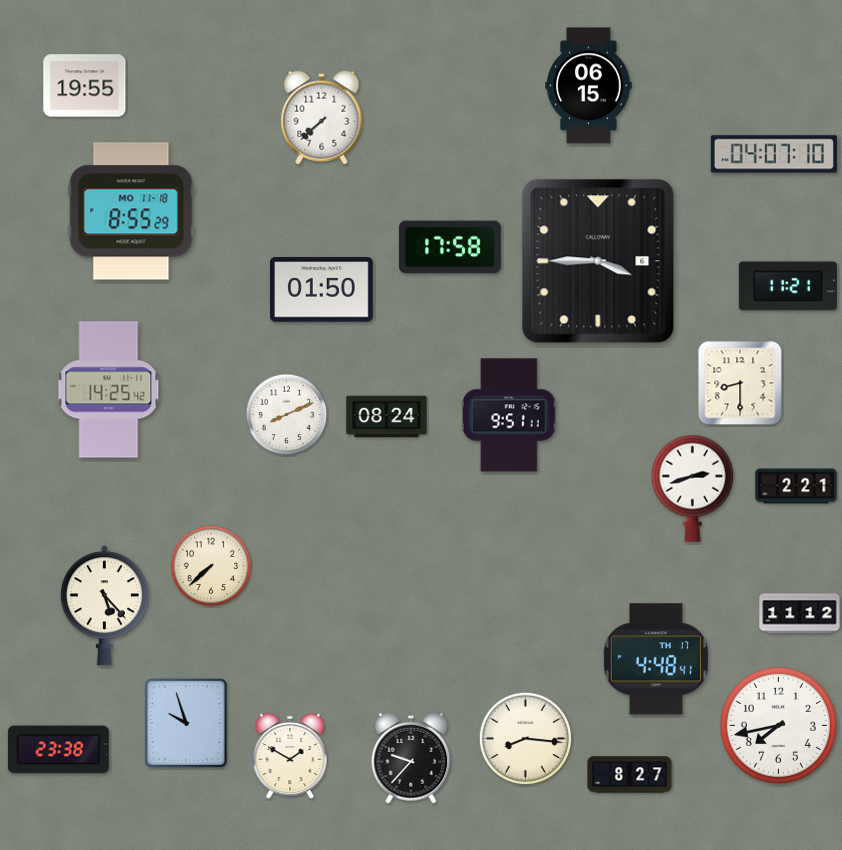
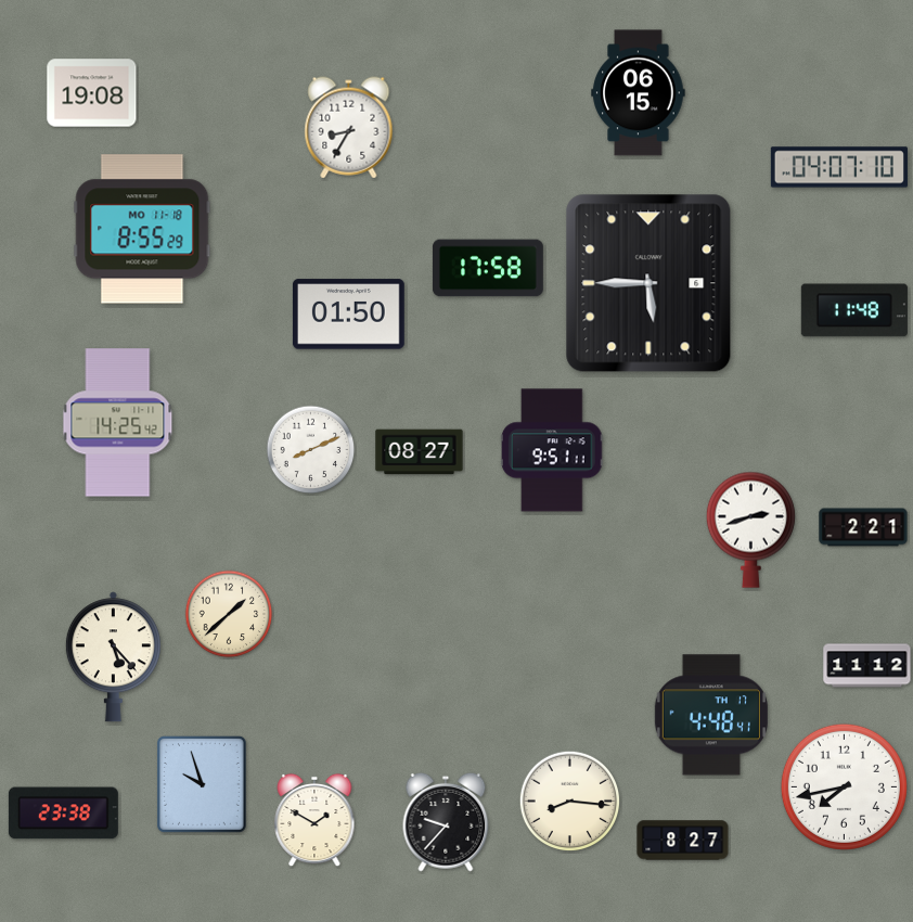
clock at (85, 86): 19:55 -> 19:08
clock at (322, 118): 7:38 -> 8:35
clock at (598, 261): 3:45 -> 5:45
clock at (788, 286): 11:21 -> 11:48
clock at (740, 383): 8:30 -> none
clock at (387, 417): 08:24 -> 08:27
clock at (211, 566): 7:38 -> 1:38
